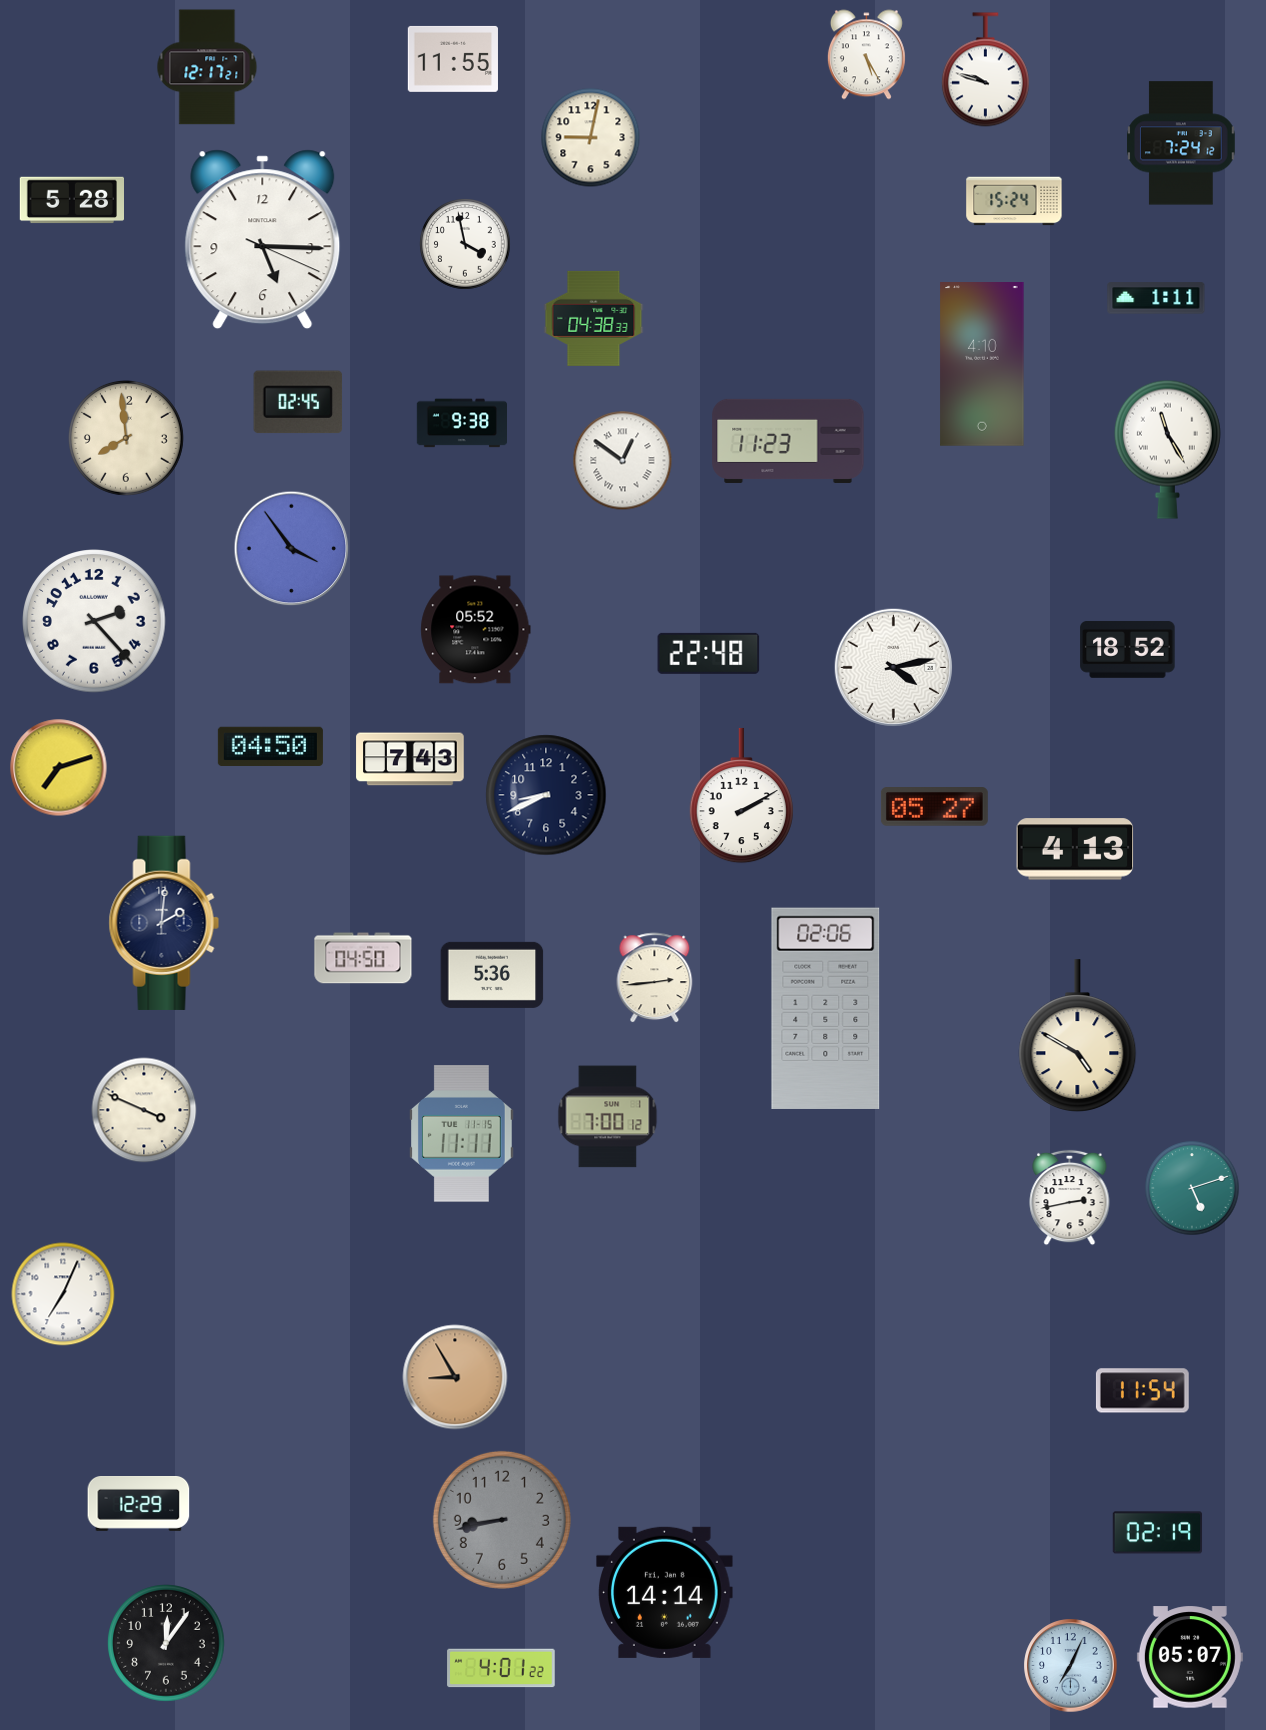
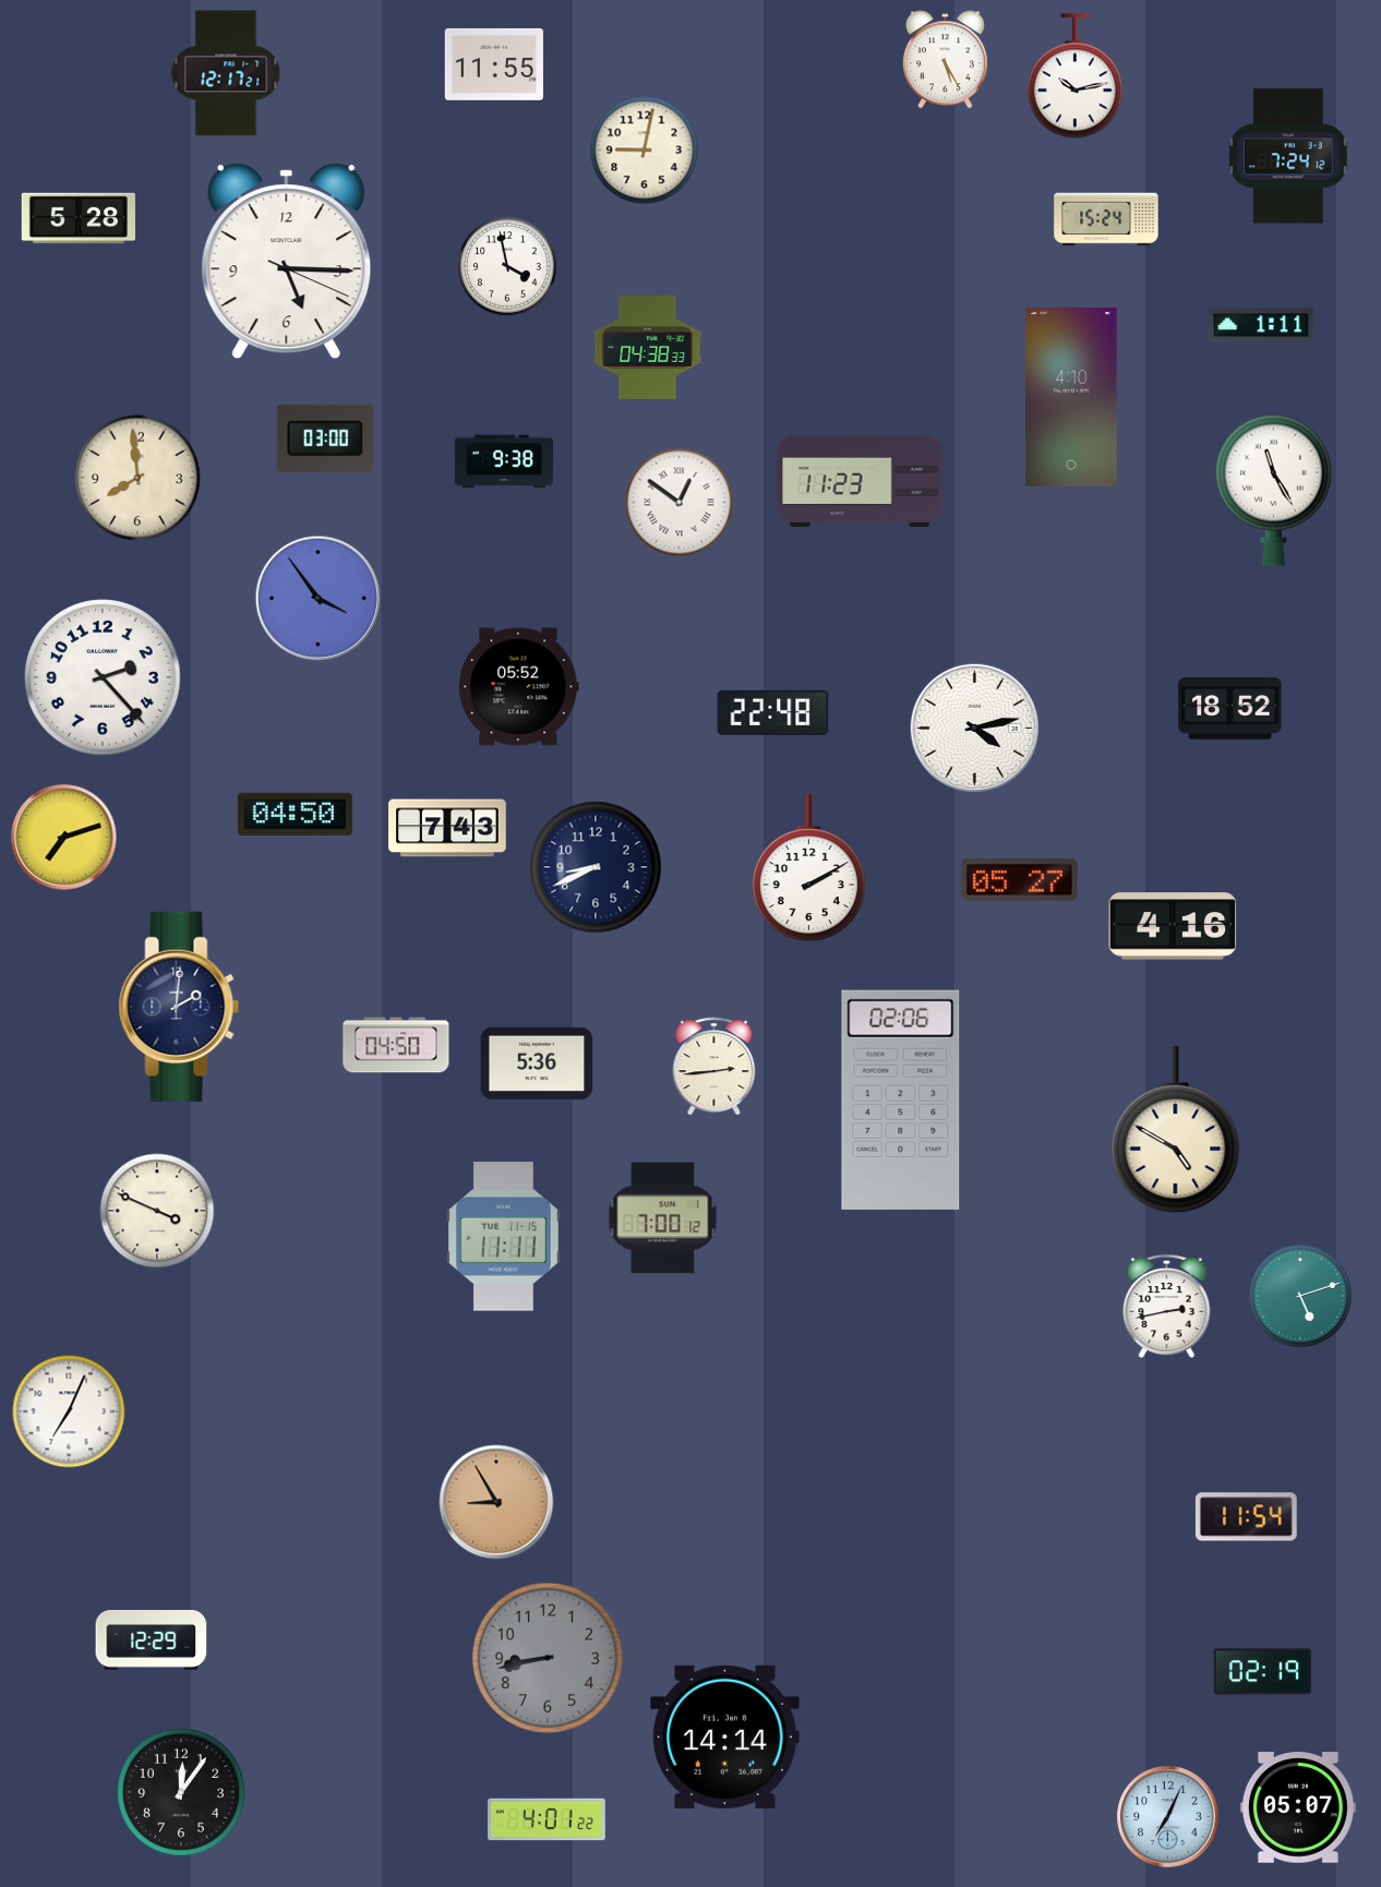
clock at (985, 70): 9:48 -> 10:13
clock at (298, 402): 02:45 -> 03:00
clock at (1075, 849): 4:13 -> 4:16
